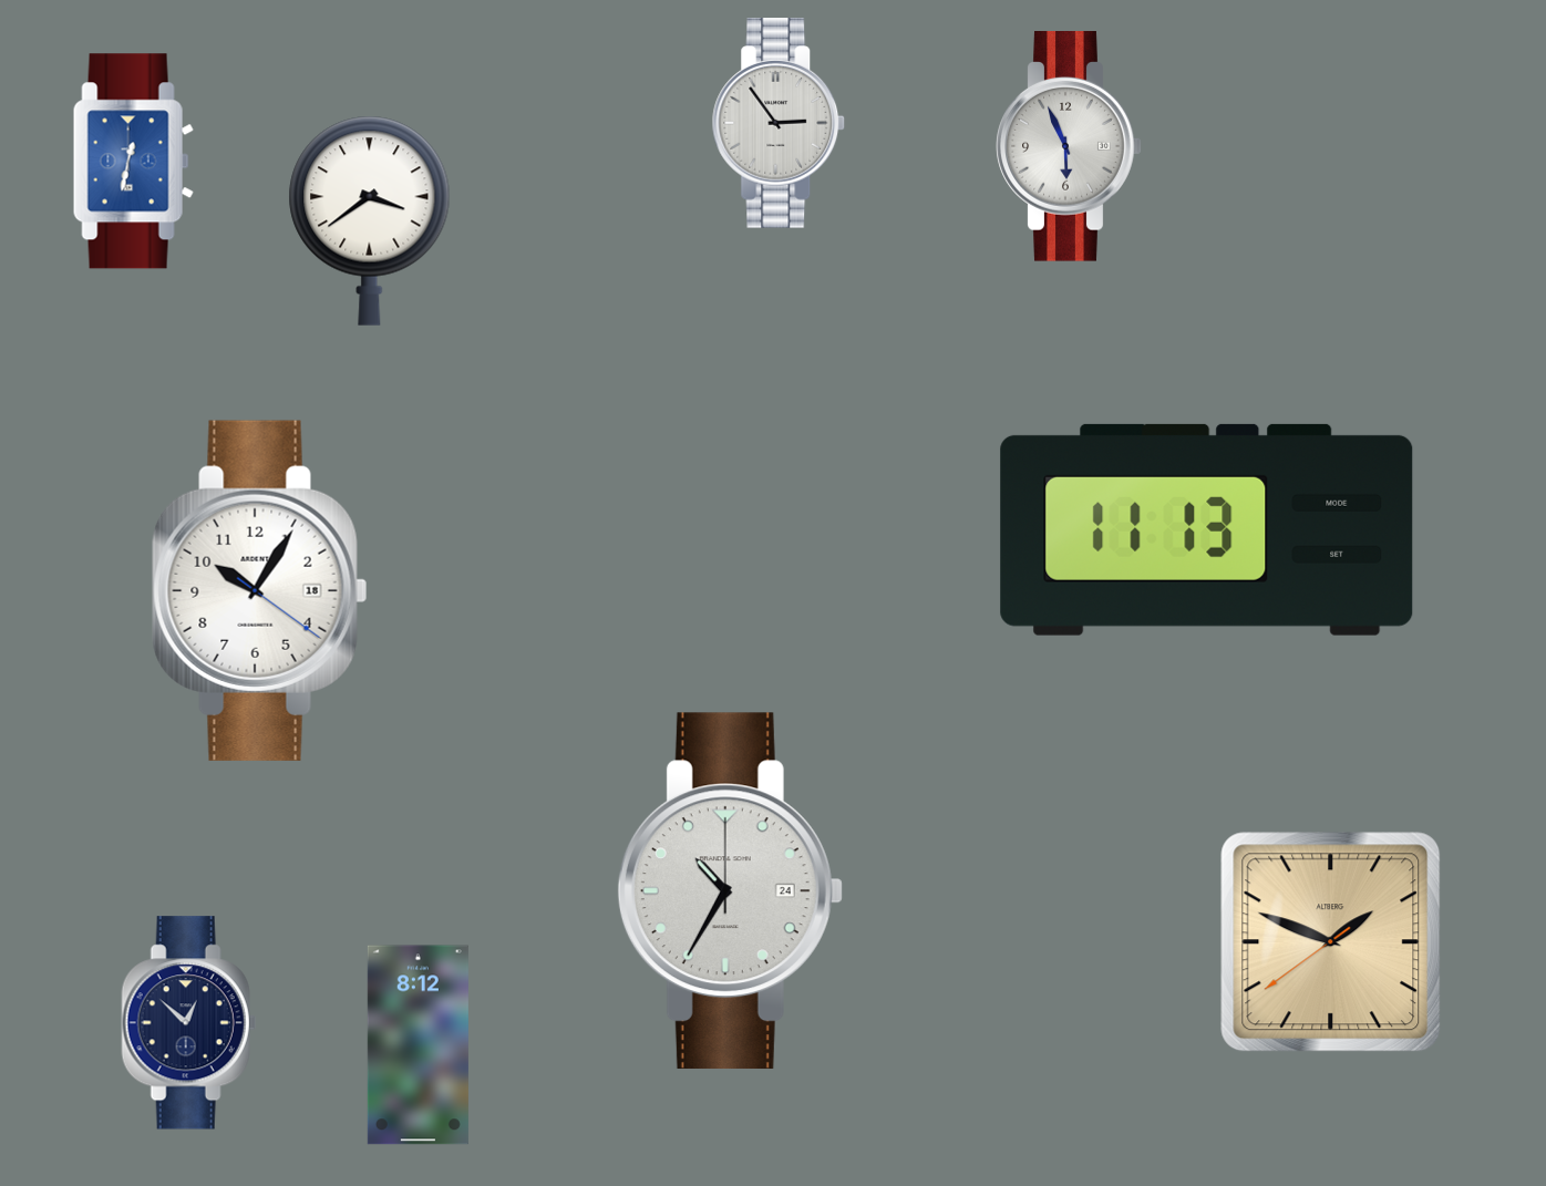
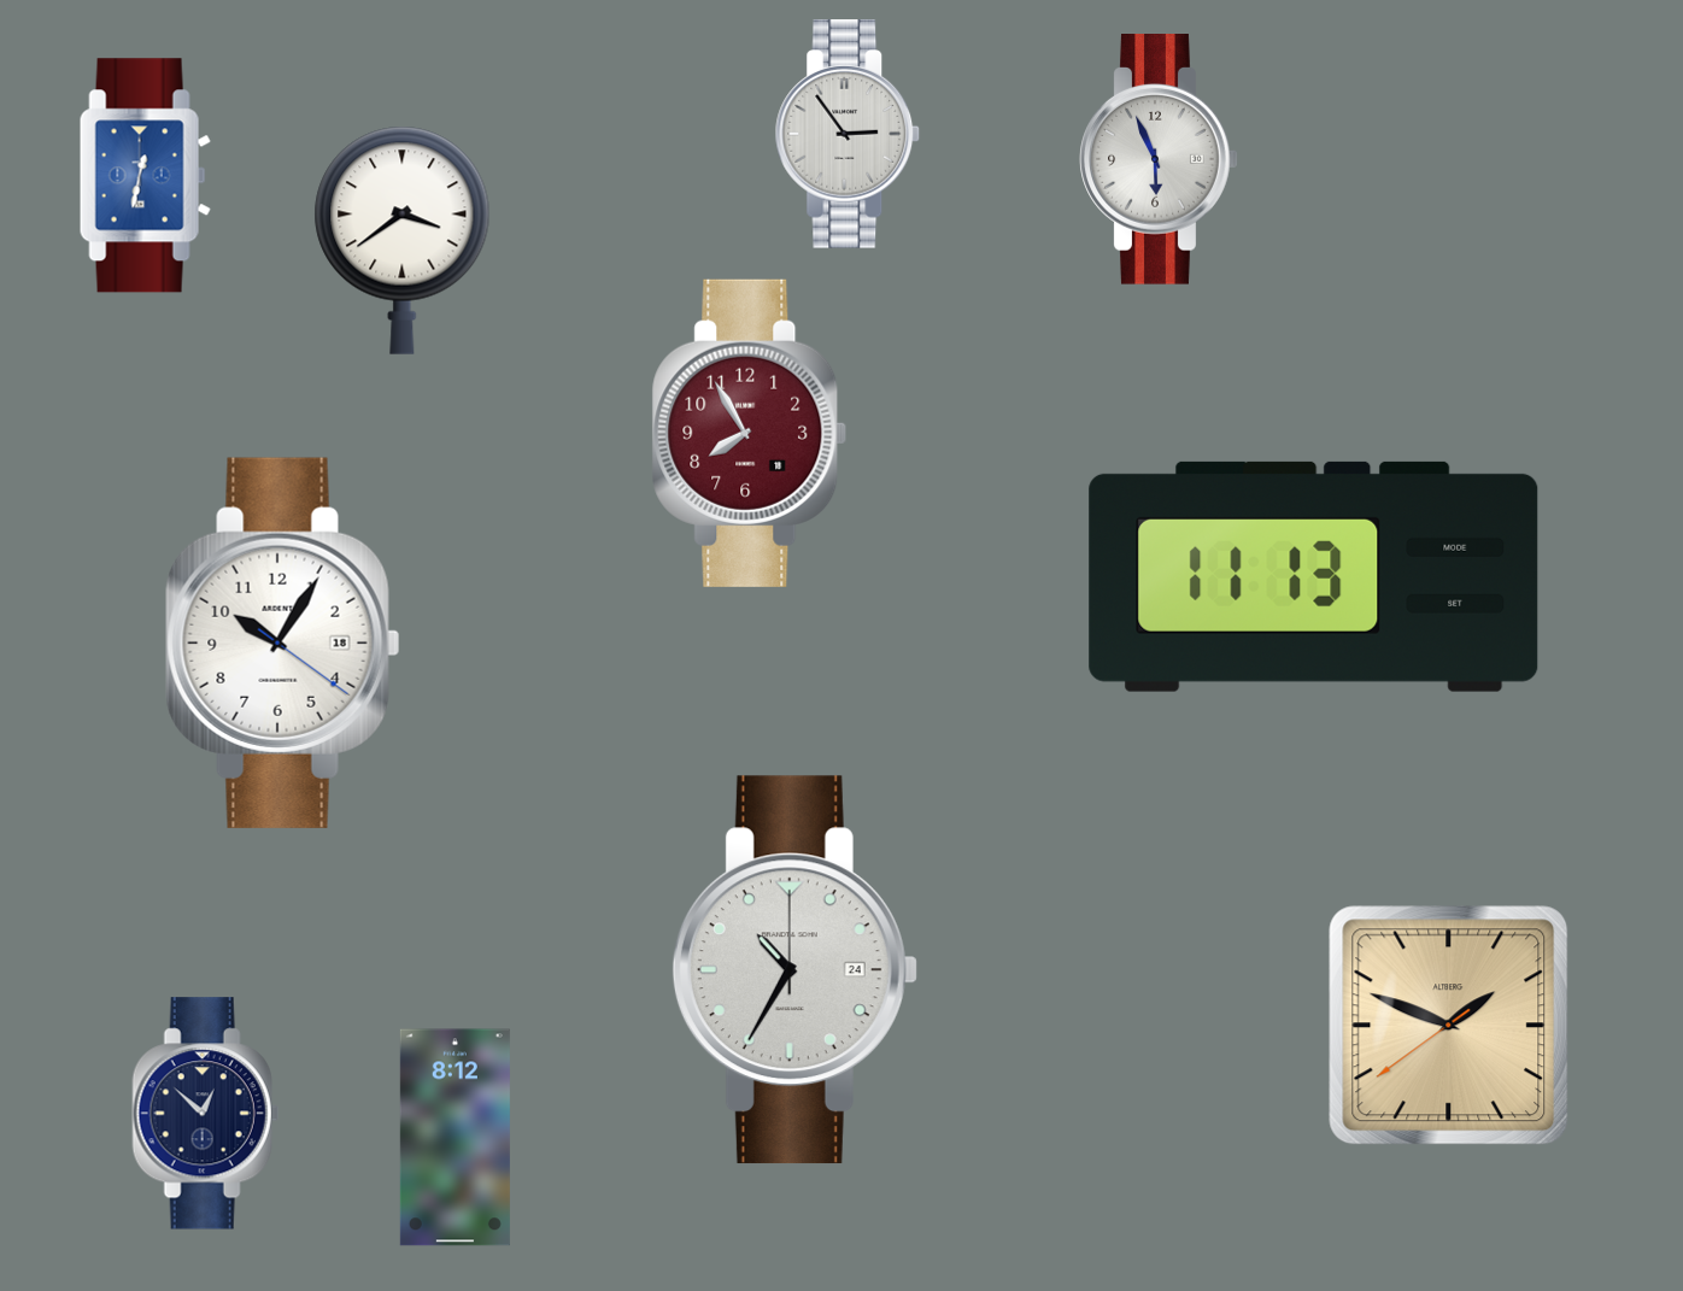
clock at (1069, 147) position: (1069, 147) -> (1159, 160)
clock at (750, 433): none -> 7:55
